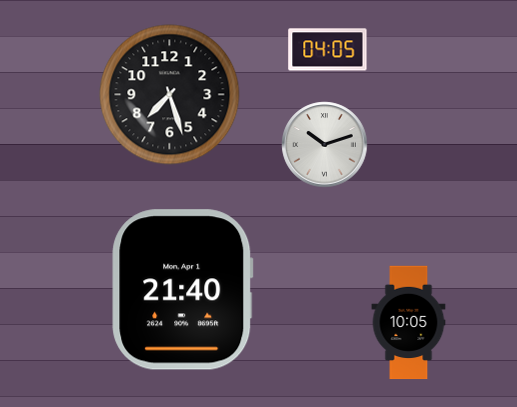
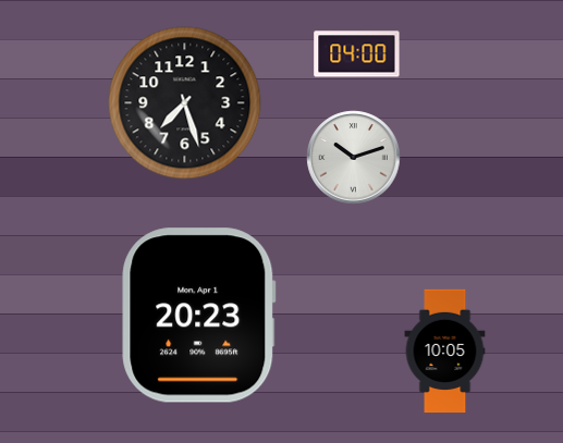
clock at (328, 50): 04:05 -> 04:00
clock at (183, 290): 21:40 -> 20:23
